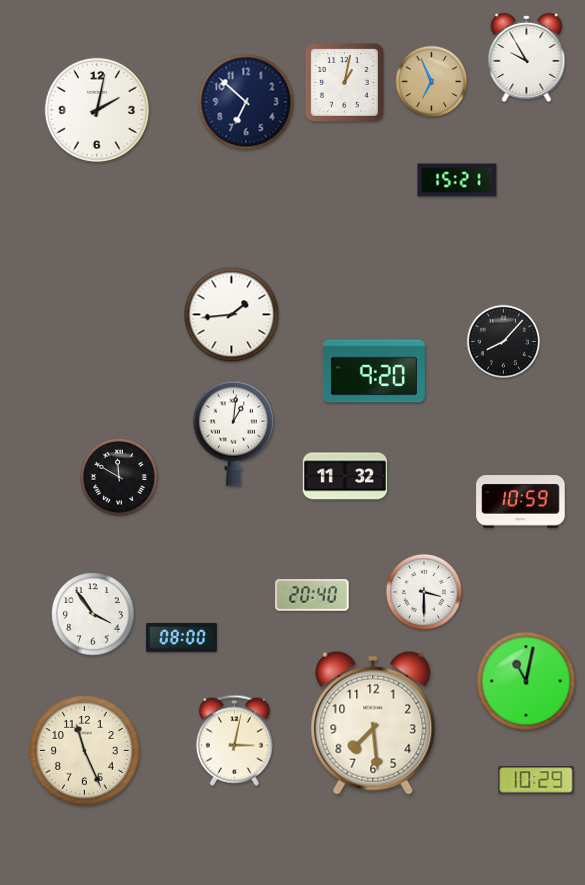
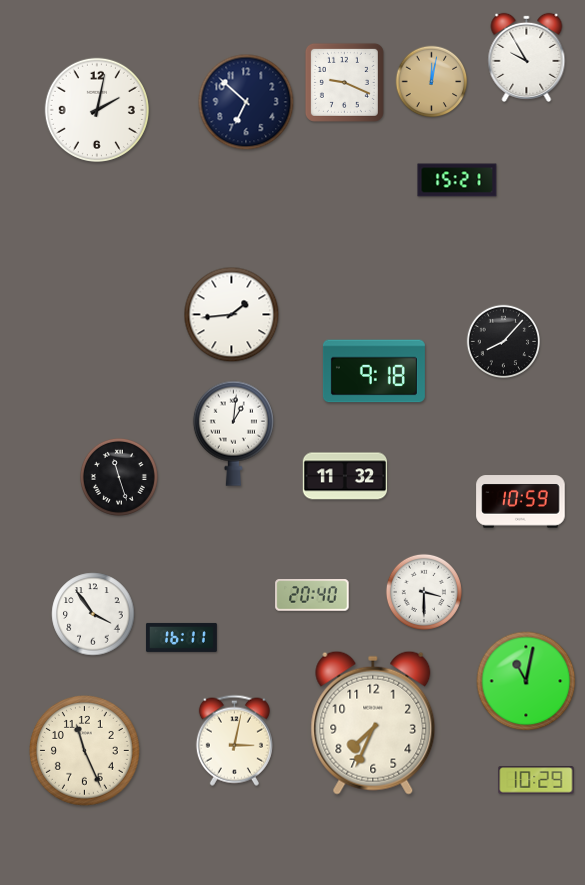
clock at (344, 82): 1:02 -> 9:19
clock at (432, 82): 6:56 -> 12:02
clock at (374, 371): 9:20 -> 9:18
clock at (119, 477): 11:50 -> 11:27
clock at (181, 637): 08:00 -> 16:11
clock at (373, 723): 7:29 -> 7:34
